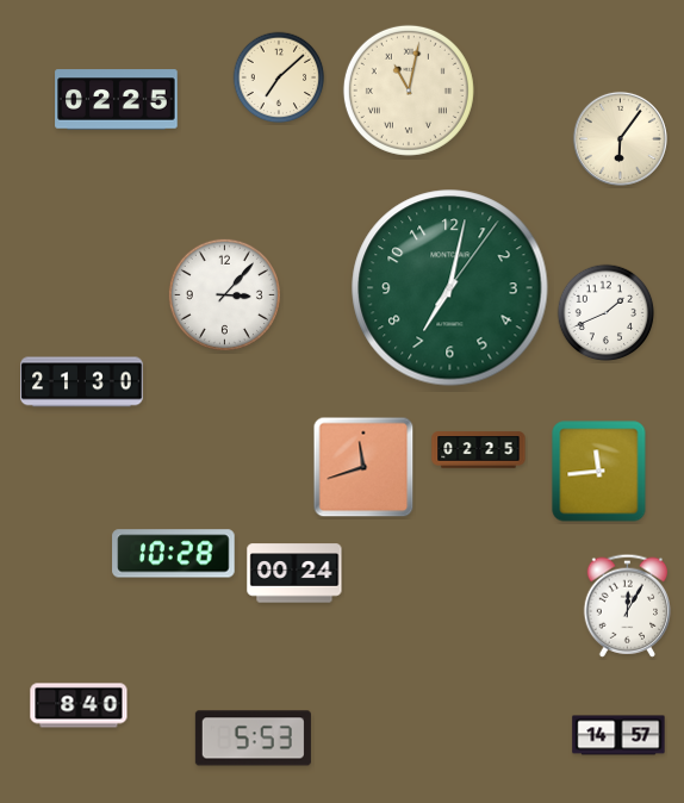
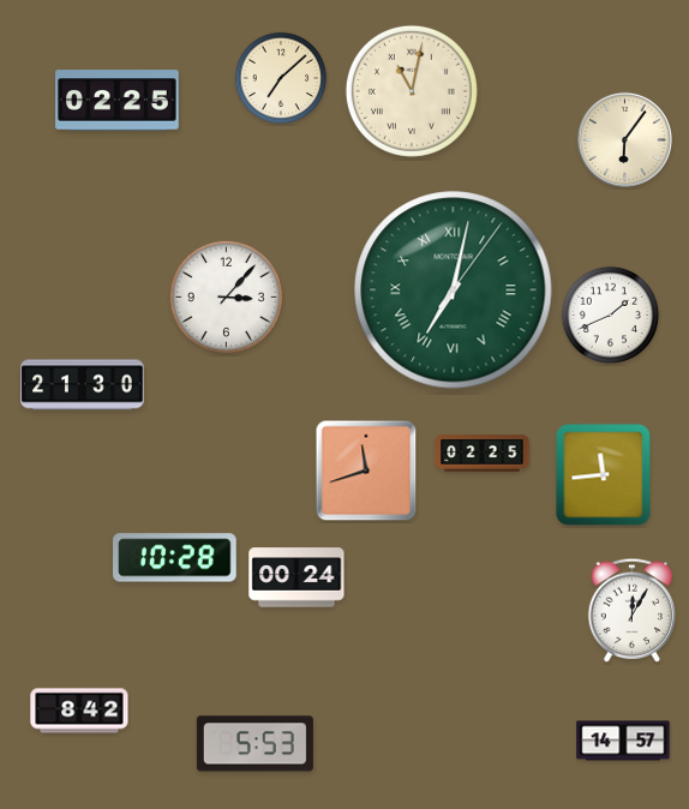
clock at (450, 288) numerals: Arabic -> Roman
clock at (79, 705): 8:40 -> 8:42
